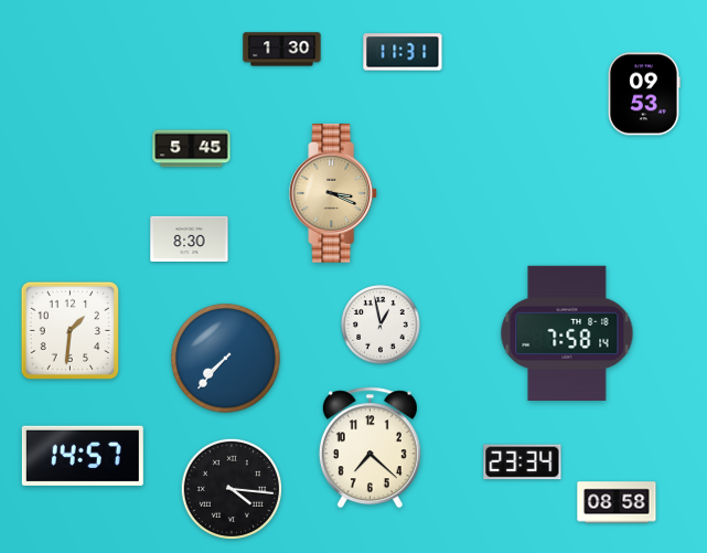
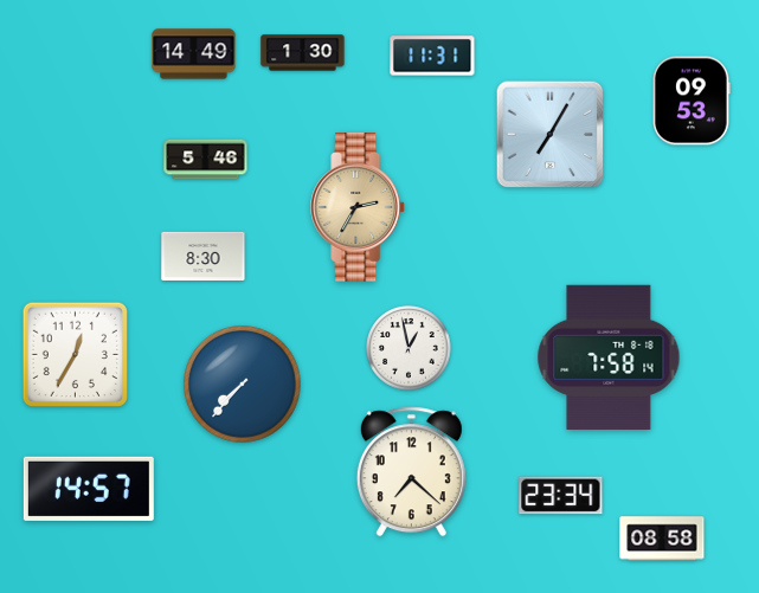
clock at (194, 54): none -> 14:49
clock at (551, 135): none -> 7:05
clock at (192, 149): 5:45 -> 5:46
clock at (334, 194): 3:19 -> 2:35
clock at (69, 330): 1:31 -> 12:35
clock at (369, 448) position: (369, 448) -> (411, 472)
clock at (231, 488): 4:16 -> none
